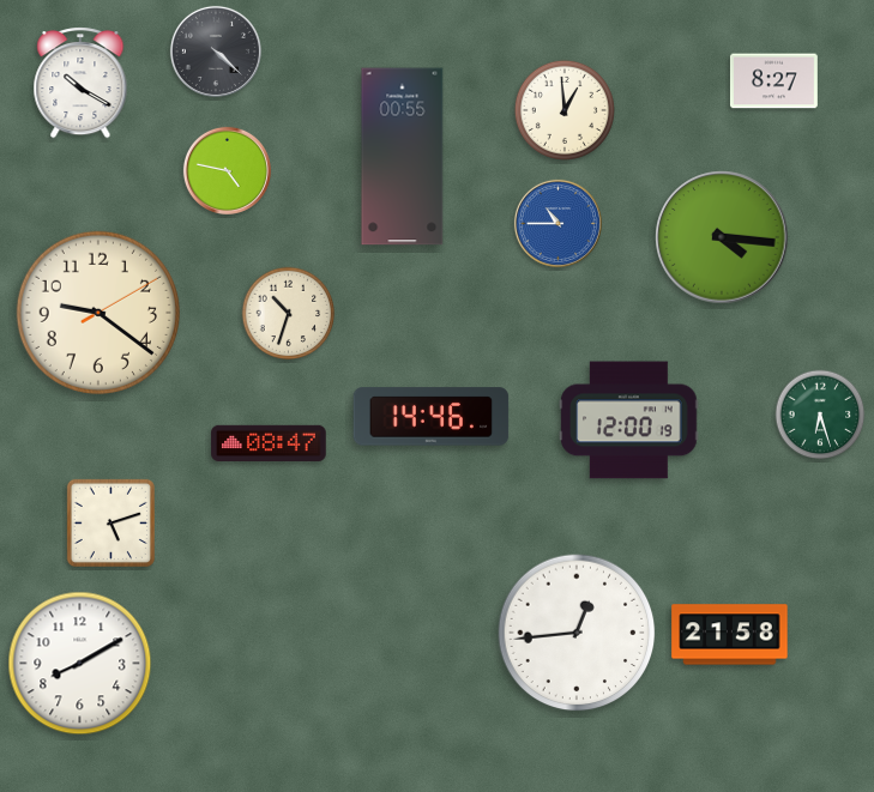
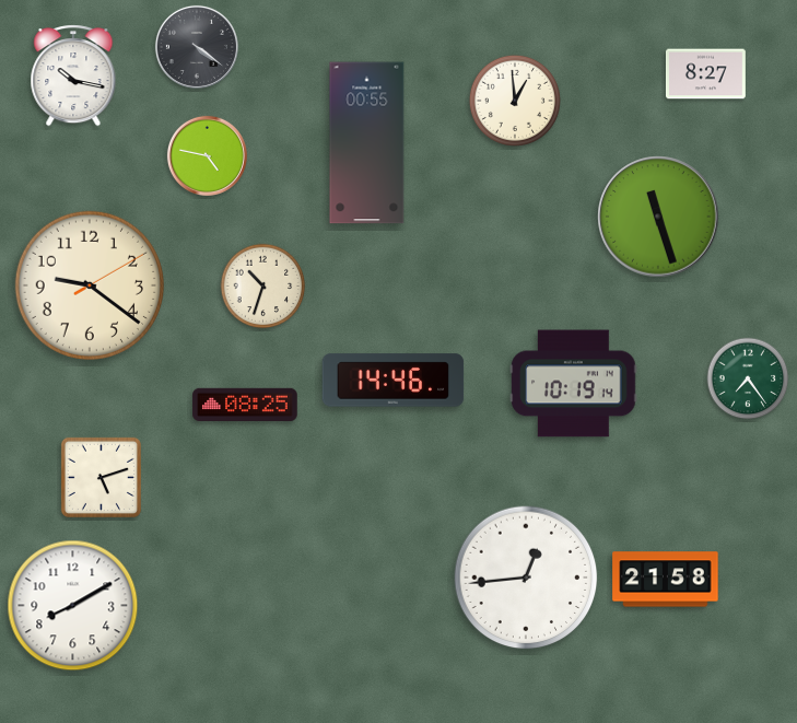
clock at (216, 52): 4:22 -> 4:21
clock at (80, 83): 10:20 -> 10:17
clock at (557, 223): 10:45 -> none
clock at (722, 237): 4:16 -> 11:27
clock at (820, 415): 6:27 -> 7:24
clock at (629, 421): 12:00 -> 10:19
clock at (269, 442): 08:47 -> 08:25
